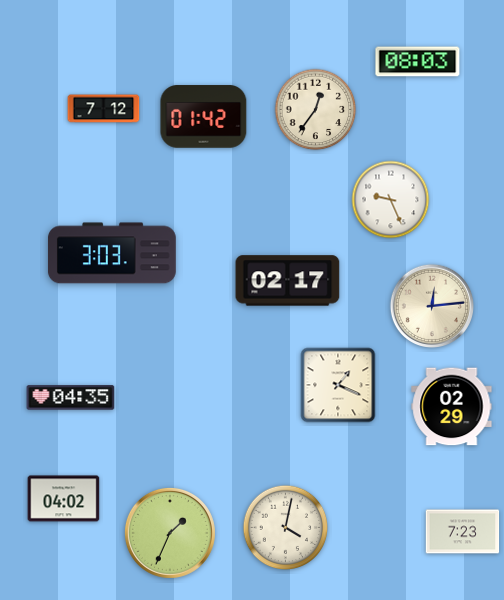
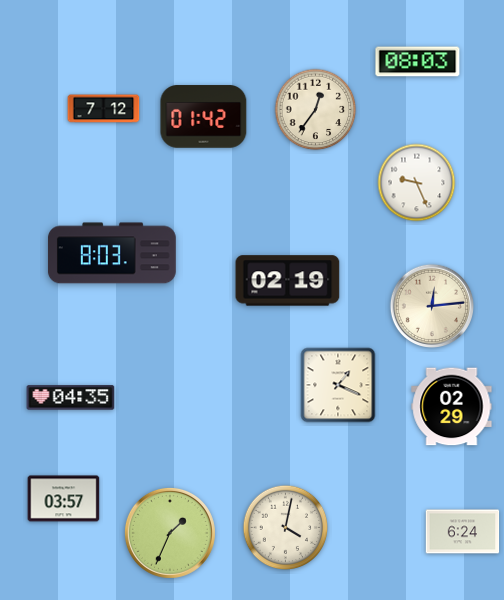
clock at (391, 200) position: (391, 200) -> (417, 183)
clock at (112, 253): 3:03 -> 8:03
clock at (288, 281): 02:17 -> 02:19
clock at (64, 499): 04:02 -> 03:57
clock at (463, 532): 7:23 -> 6:24
